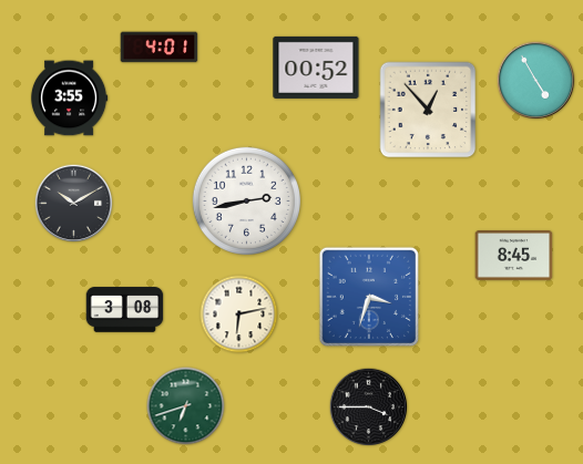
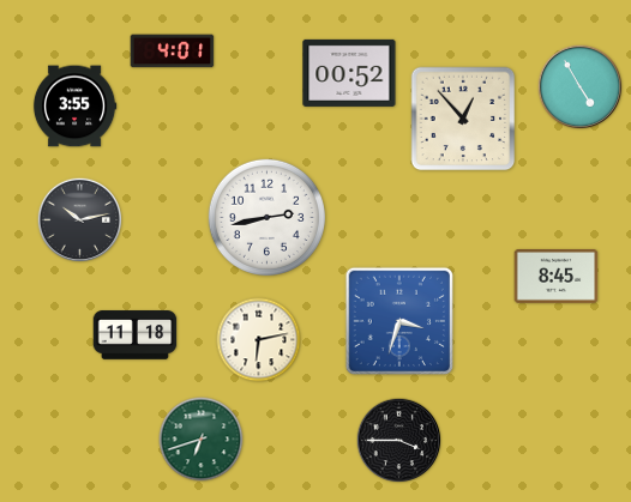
clock at (316, 68) position: (316, 68) -> (349, 73)
clock at (74, 204): 10:10 -> 10:13
clock at (125, 310): 3:08 -> 11:18
